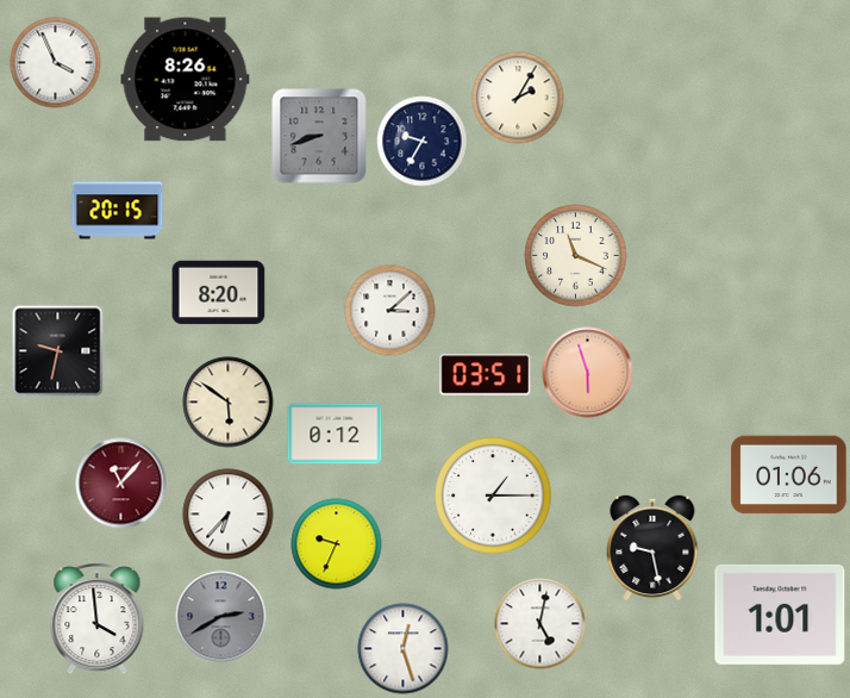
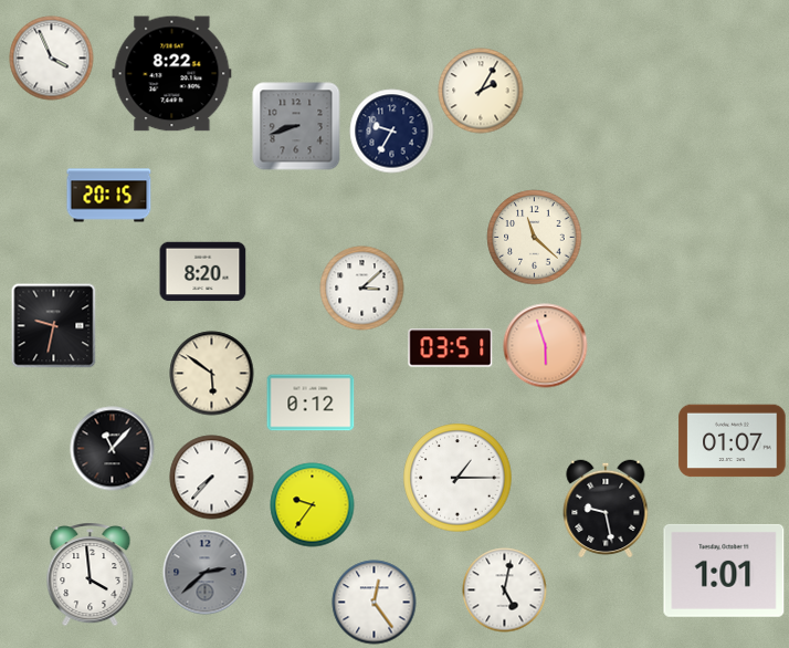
clock at (186, 80): 8:26 -> 8:22
clock at (576, 256): 11:19 -> 11:22
clock at (789, 475): 01:06 -> 01:07
clock at (121, 484) dial: burgundy -> black
clock at (493, 496) position: (493, 496) -> (457, 478)
clock at (229, 515): 6:37 -> 7:37
clock at (337, 544): 9:34 -> 9:36
clock at (221, 617): 2:40 -> 2:38
clock at (540, 624) position: (540, 624) -> (505, 590)
clock at (404, 649): 12:27 -> 12:24
